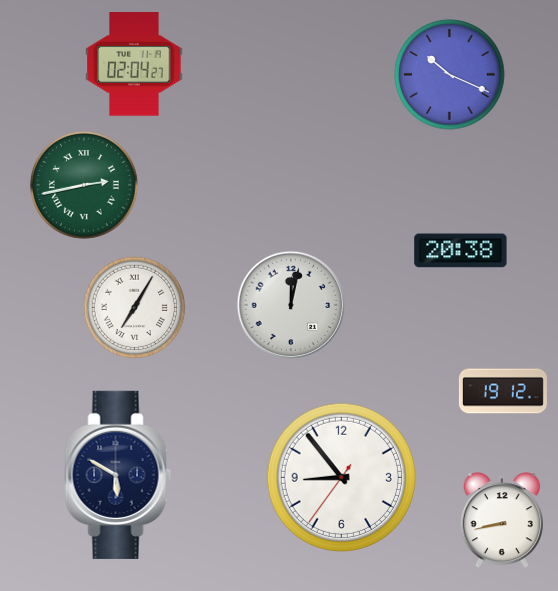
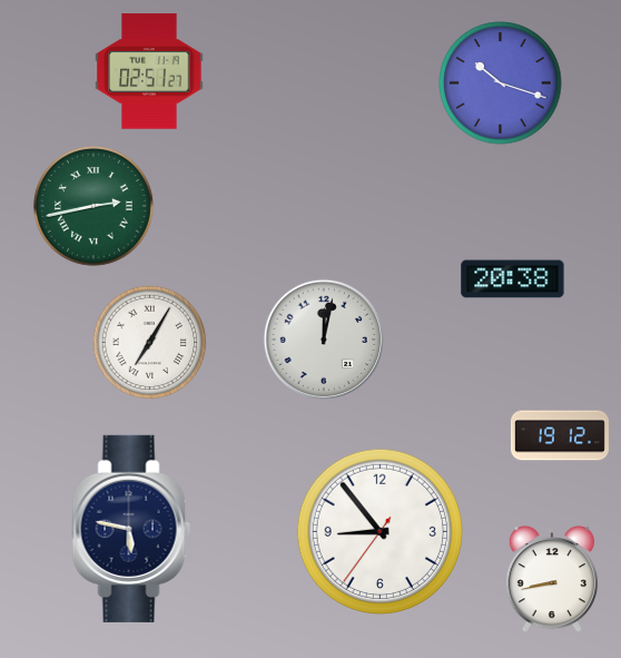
clock at (134, 64): 02:04 -> 02:51
clock at (450, 75): 10:19 -> 10:18
clock at (118, 475): 5:50 -> 5:47
clock at (501, 521) position: (501, 521) -> (551, 580)
